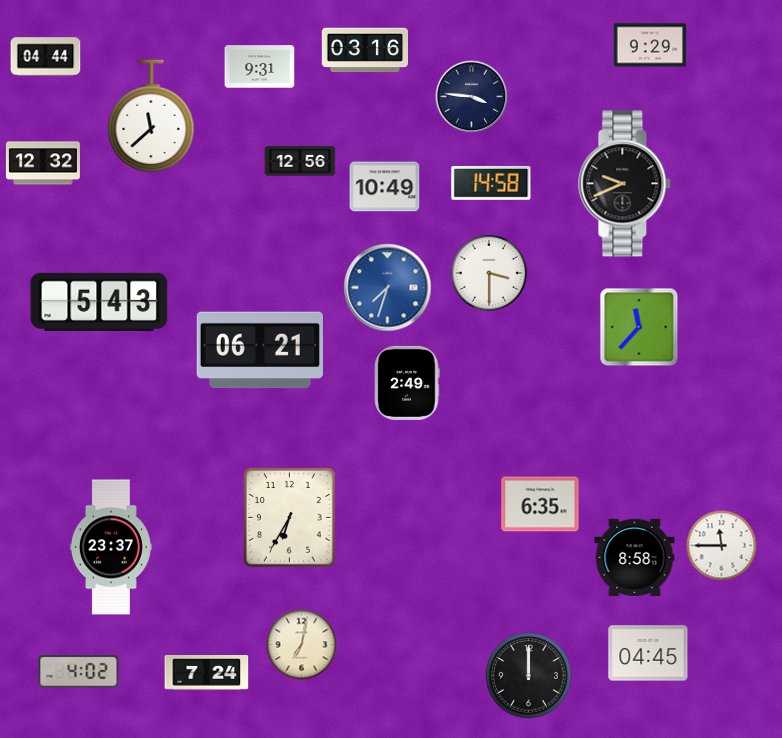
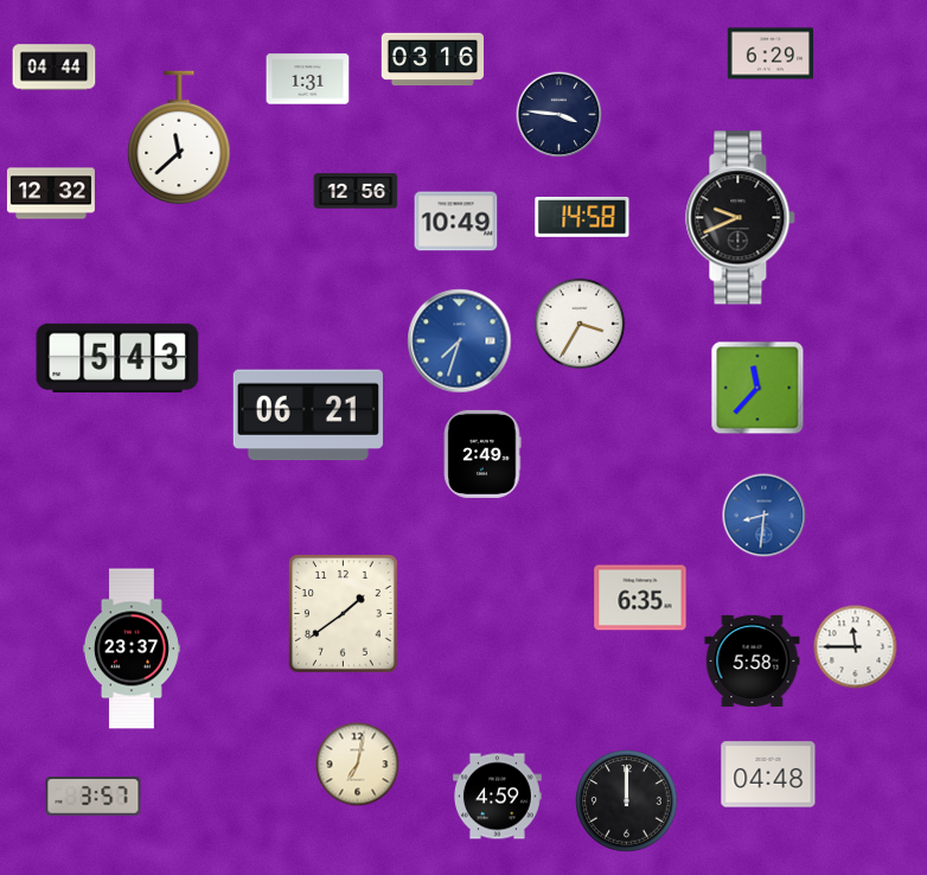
clock at (650, 45): 9:29 -> 6:29
clock at (260, 67): 9:31 -> 1:31
clock at (489, 273): 3:30 -> 3:35
clock at (765, 516): none -> 8:31
clock at (290, 518): 6:35 -> 1:39
clock at (635, 557): 8:58 -> 5:58
clock at (648, 653): 04:45 -> 04:48
clock at (79, 672): 4:02 -> 3:57
clock at (497, 797): none -> 4:59
clock at (207, 673): 7:24 -> none
